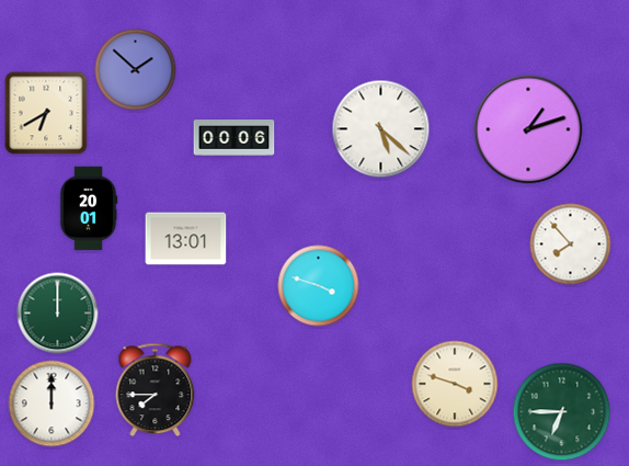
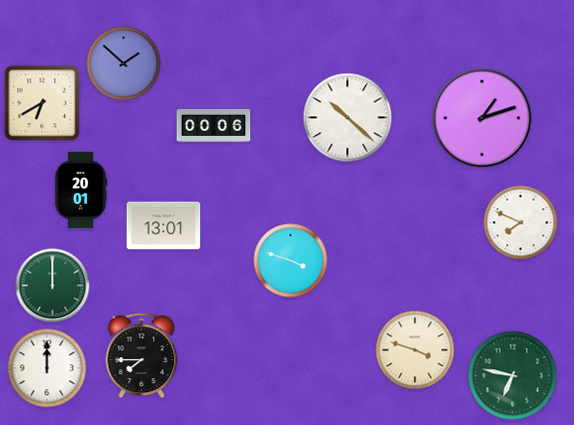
clock at (381, 129): 5:22 -> 10:22
clock at (186, 239) position: (186, 239) -> (164, 226)
clock at (571, 245): 7:53 -> 7:49
clock at (562, 412): 6:45 -> 6:47
